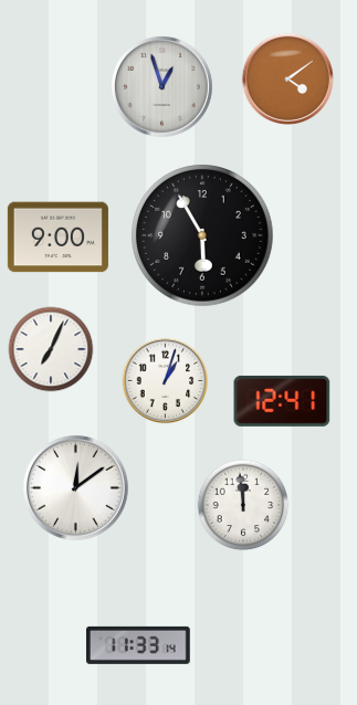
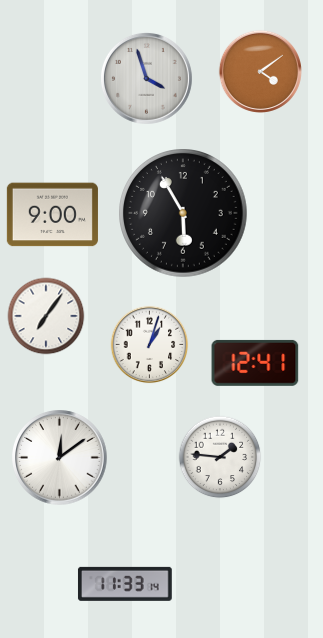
clock at (161, 86): 12:57 -> 3:57
clock at (51, 349): 7:04 -> 7:06
clock at (76, 488) position: (76, 488) -> (60, 458)
clock at (243, 505): 11:59 -> 1:46
